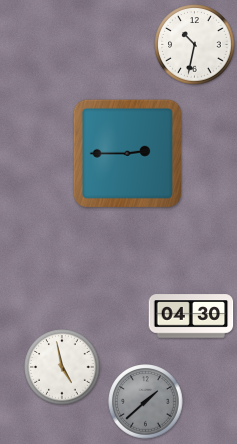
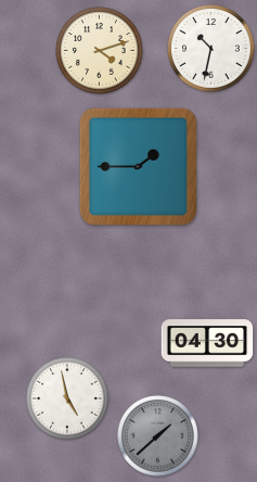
clock at (100, 51): none -> 4:12
clock at (127, 153): 2:45 -> 1:45
